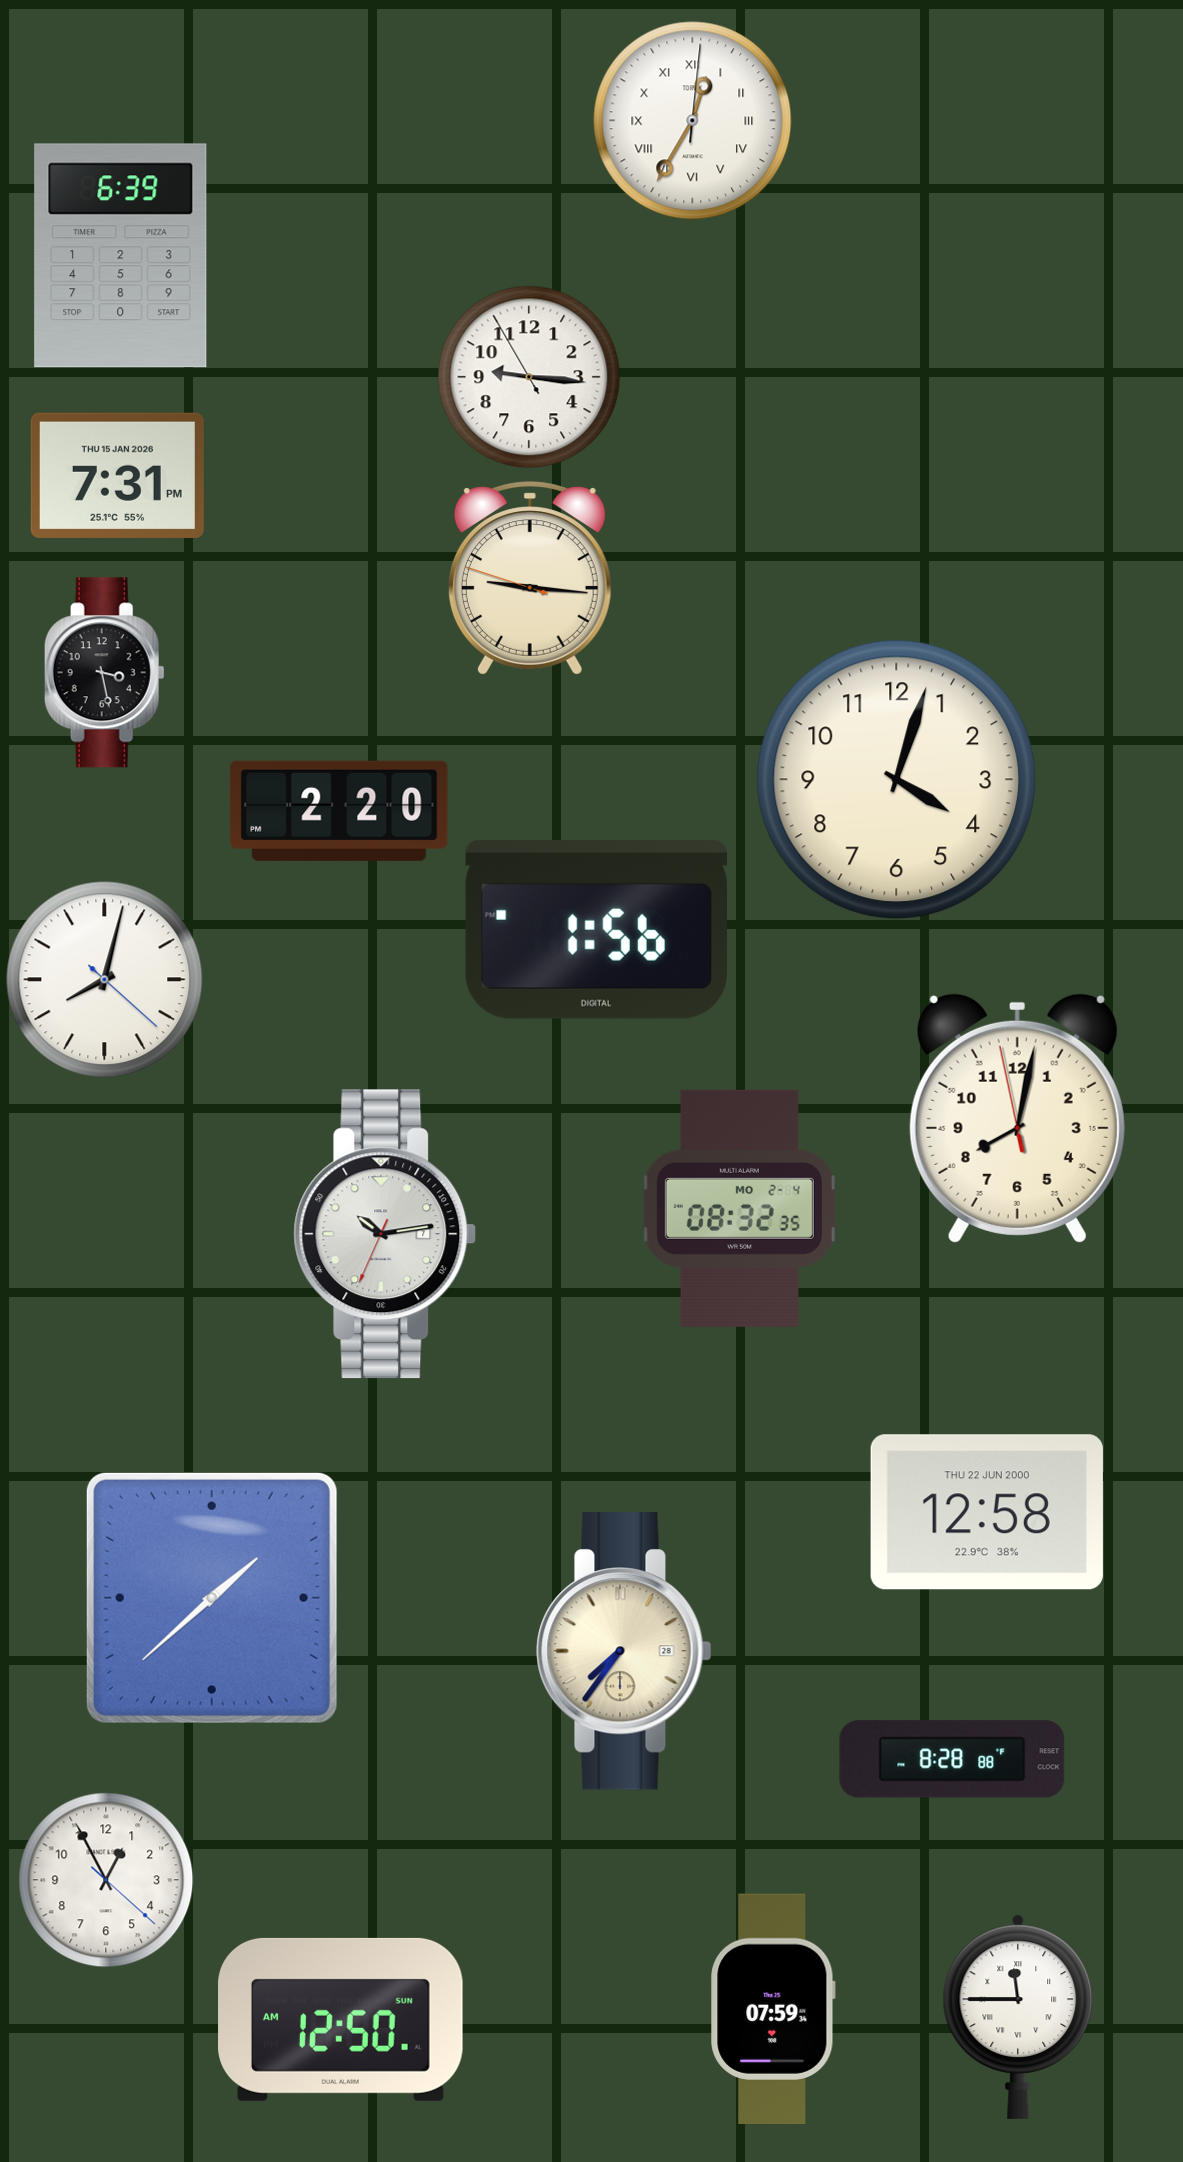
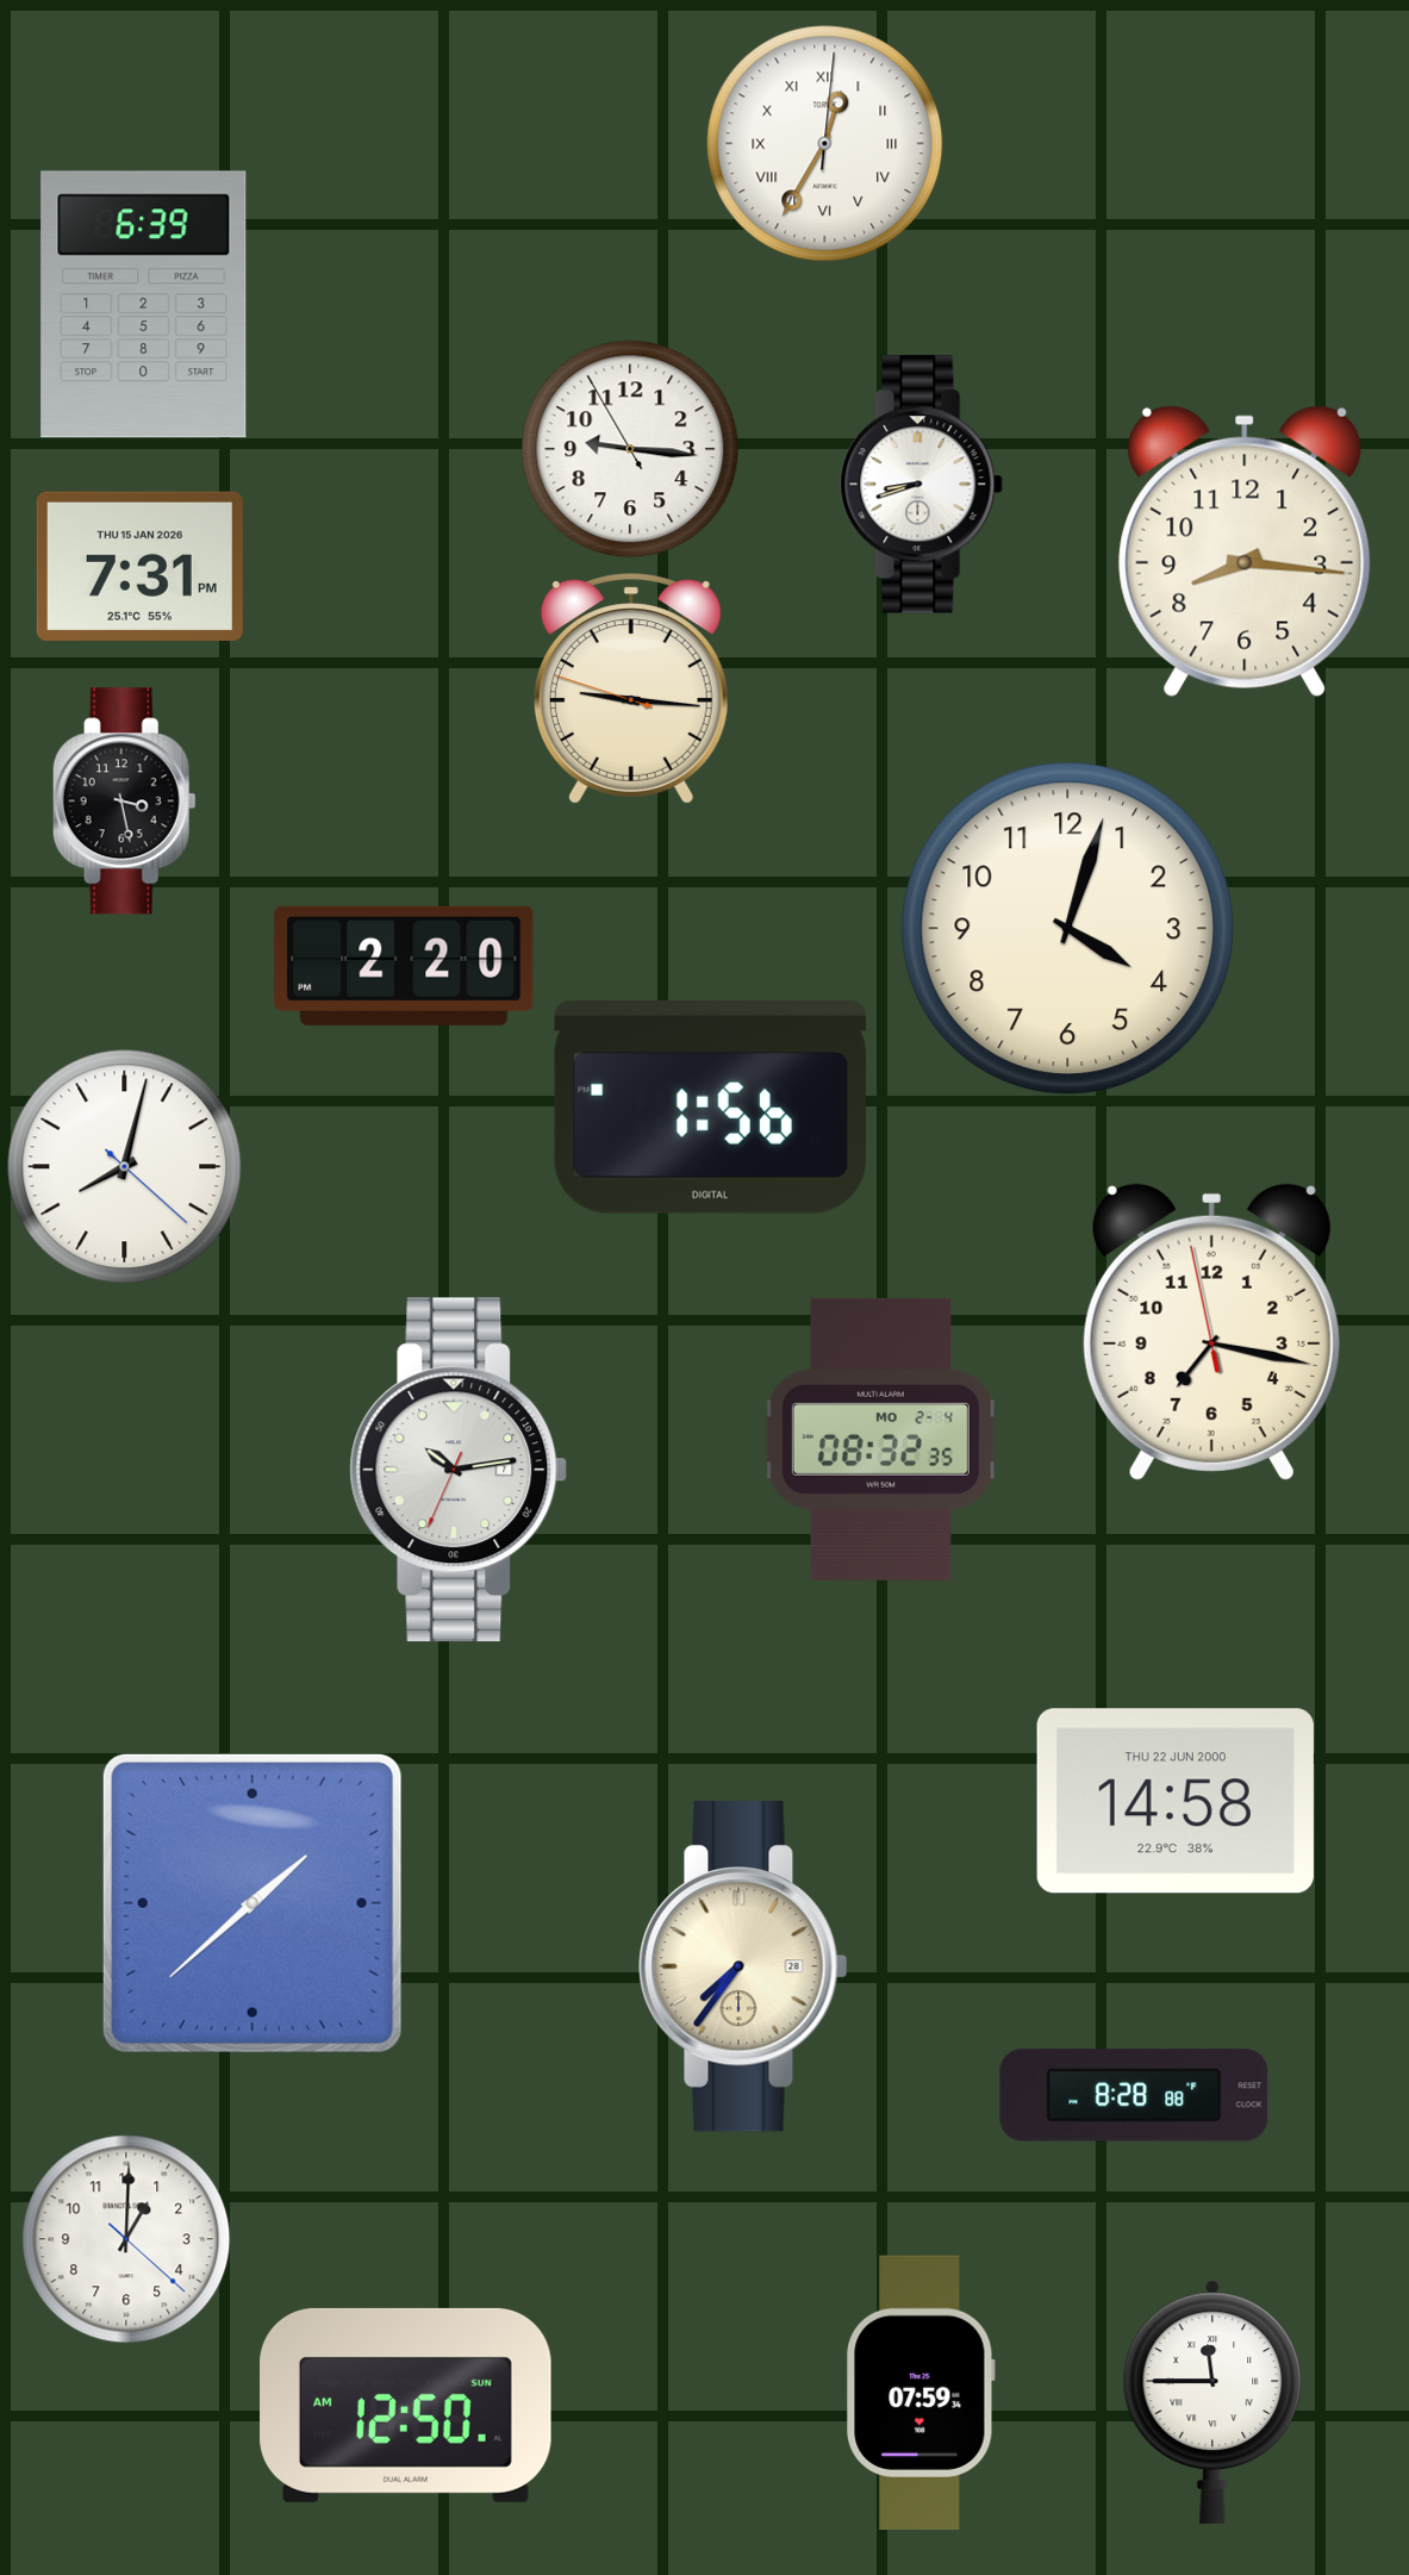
clock at (922, 485): none -> 8:42
clock at (1245, 551): none -> 8:16
clock at (1017, 1118): 8:01 -> 7:16
clock at (987, 1512): 12:58 -> 14:58
clock at (106, 1880): 12:55 -> 1:00
